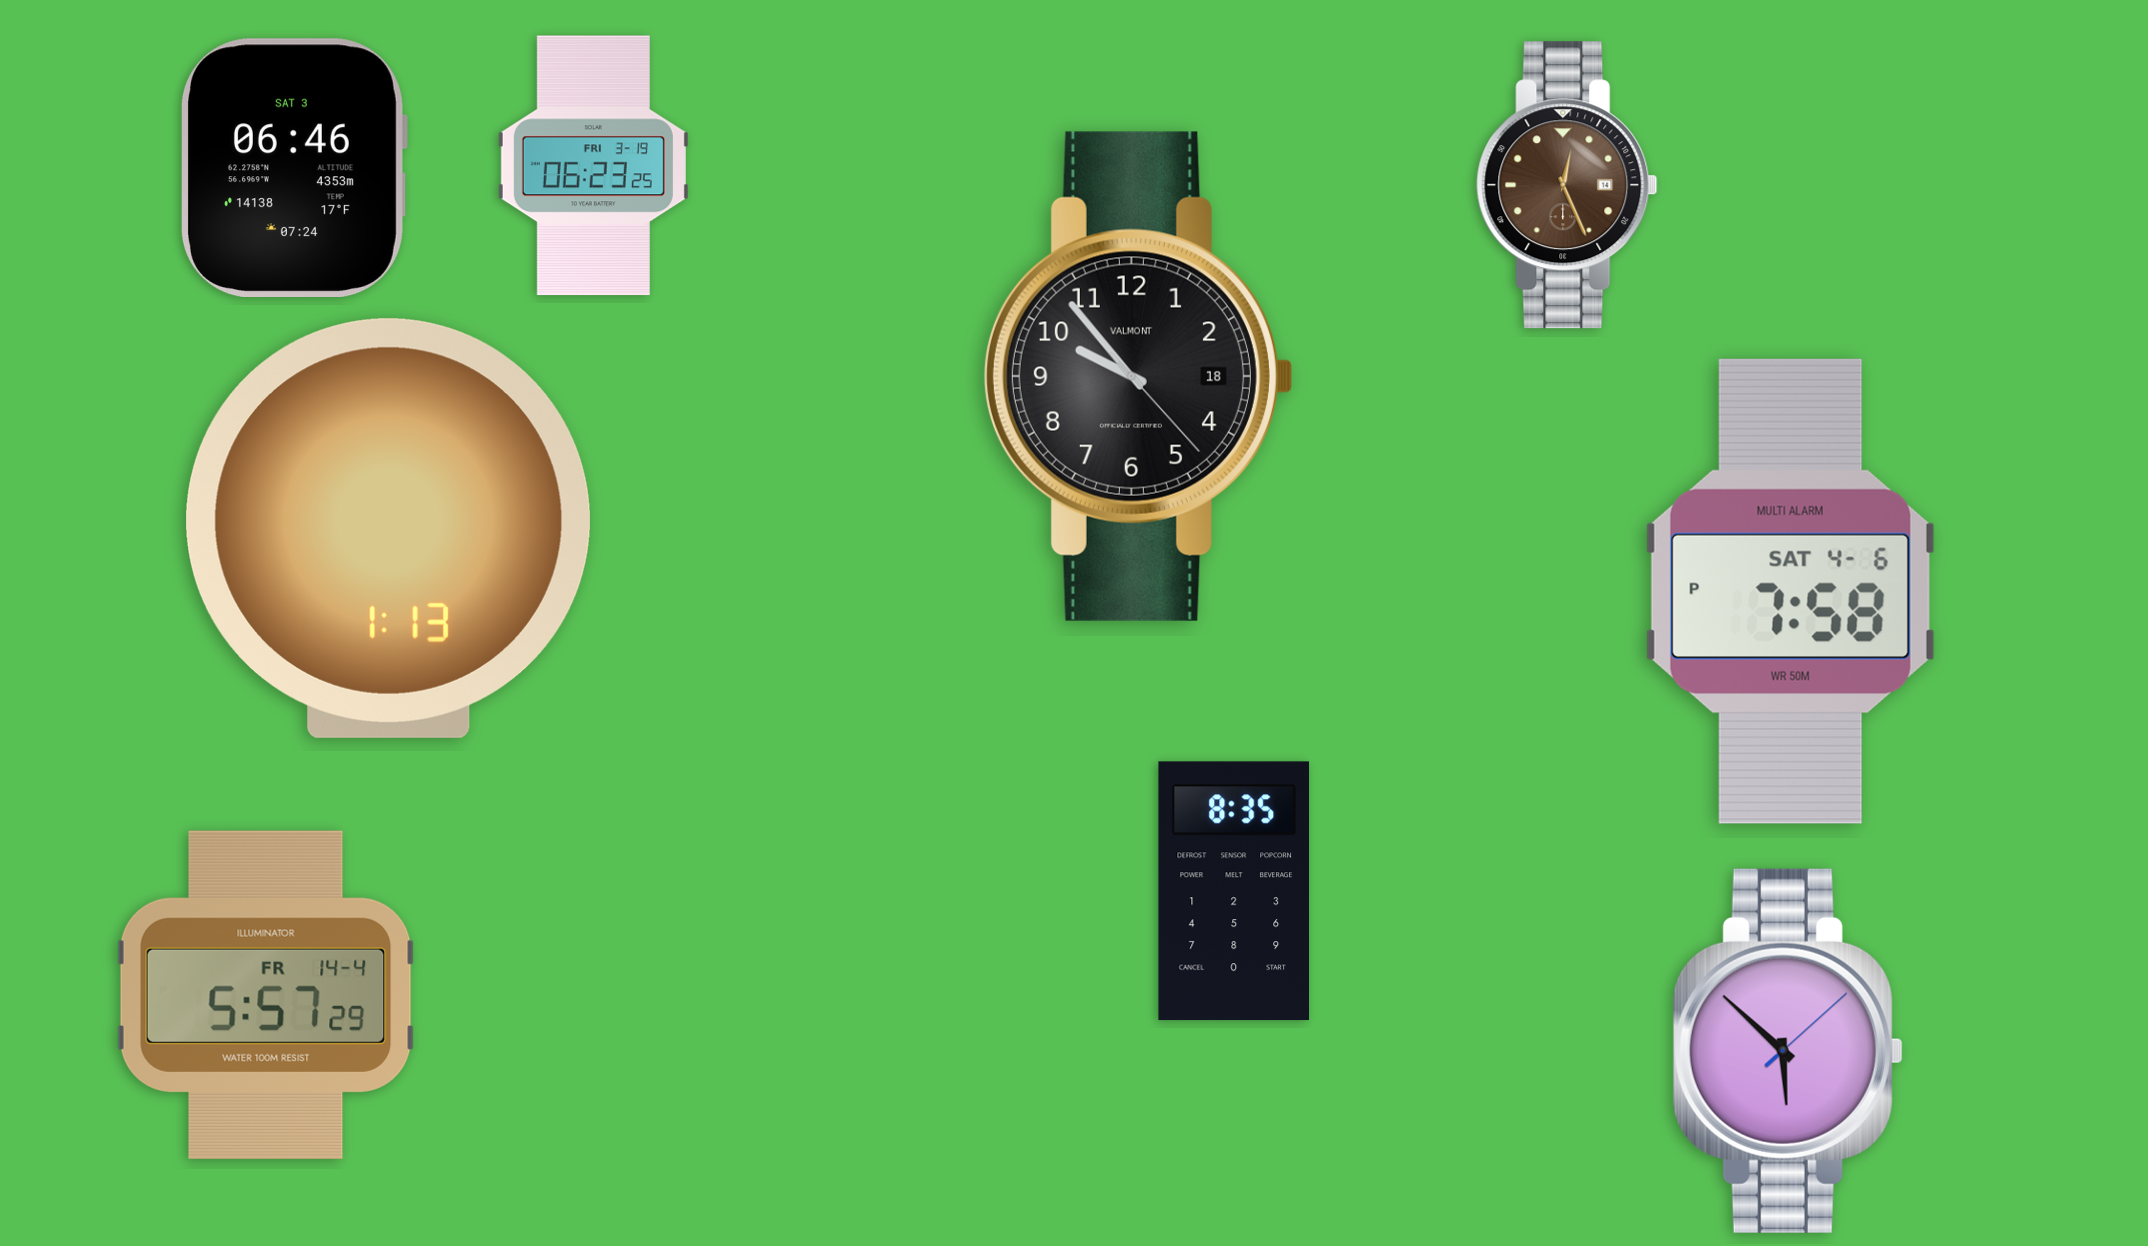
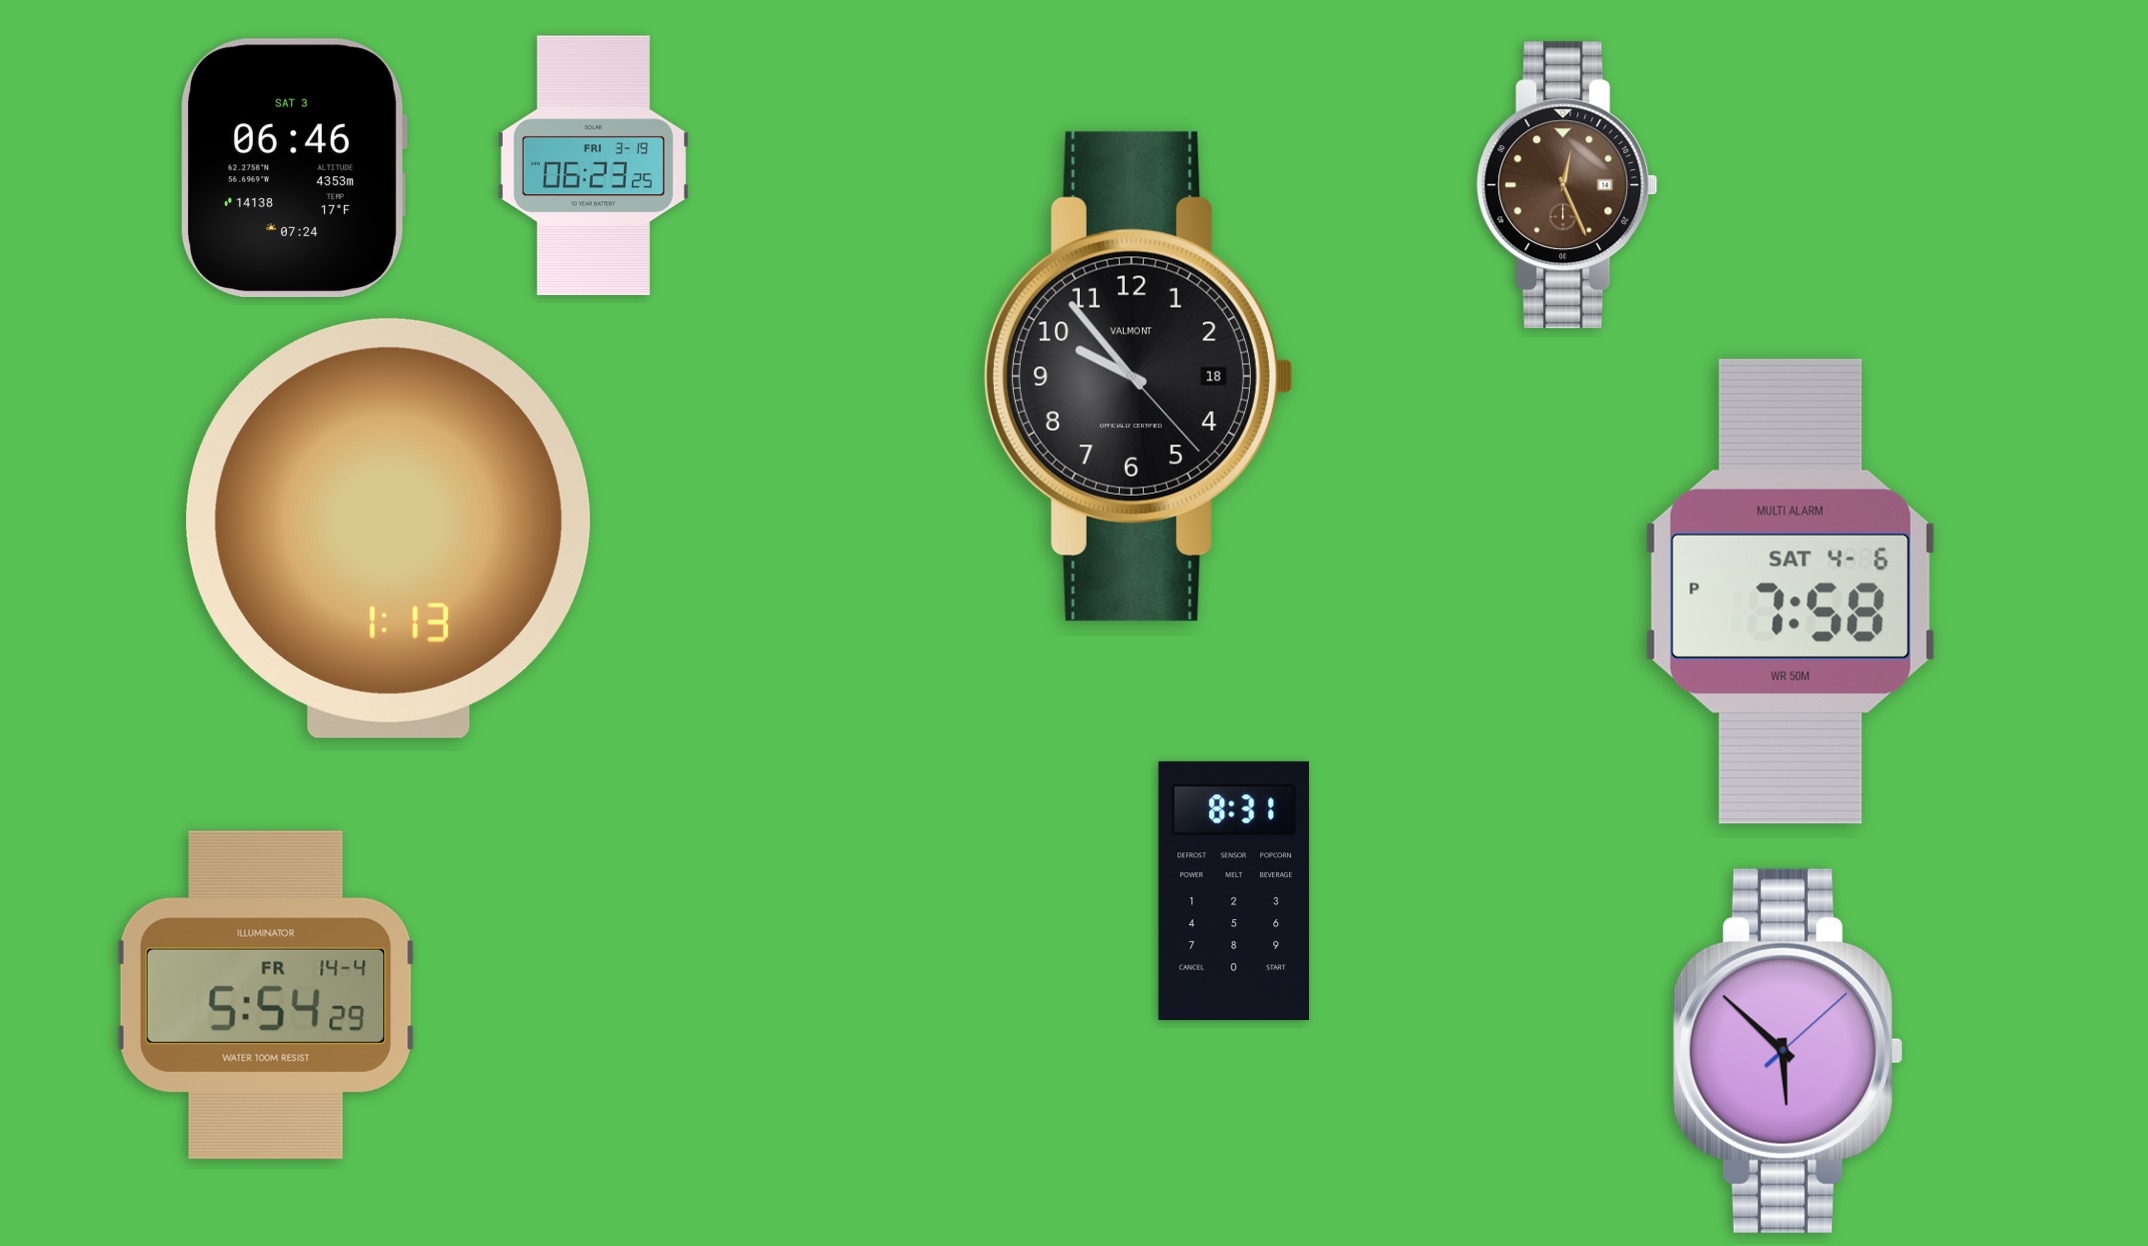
clock at (1233, 891): 8:35 -> 8:31
clock at (266, 995): 5:57 -> 5:54
